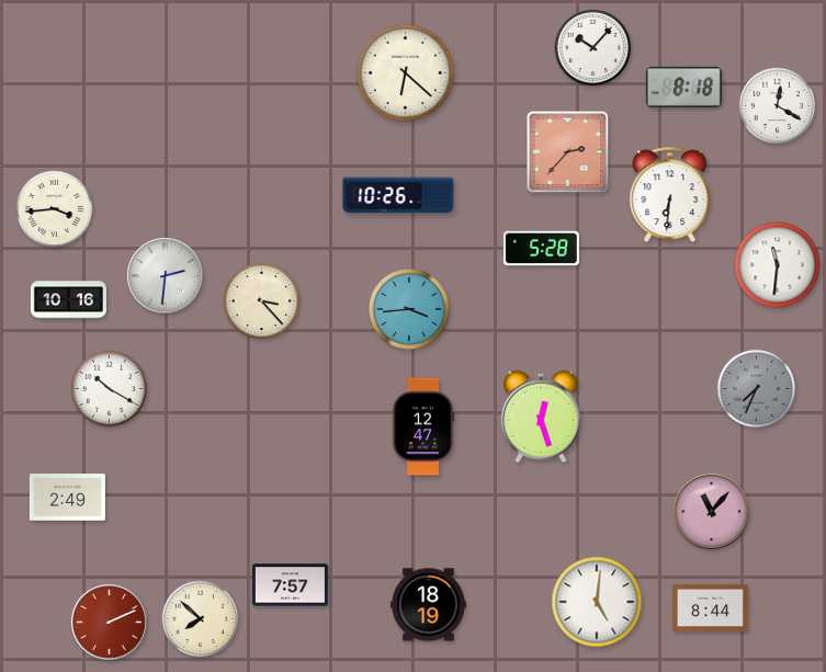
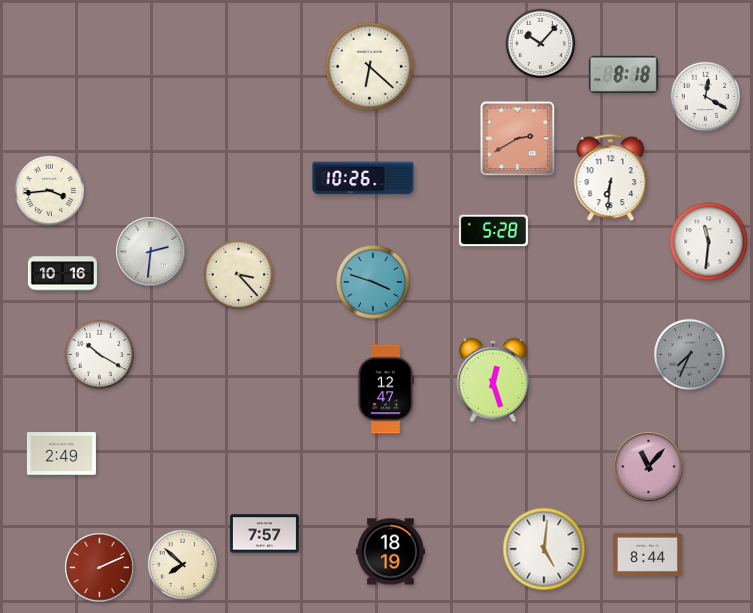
clock at (683, 87) position: (683, 87) -> (623, 74)
clock at (778, 106) position: (778, 106) -> (706, 97)
clock at (568, 152): 2:37 -> 2:40
clock at (541, 249) position: (541, 249) -> (493, 231)
clock at (410, 310): 3:44 -> 3:48
